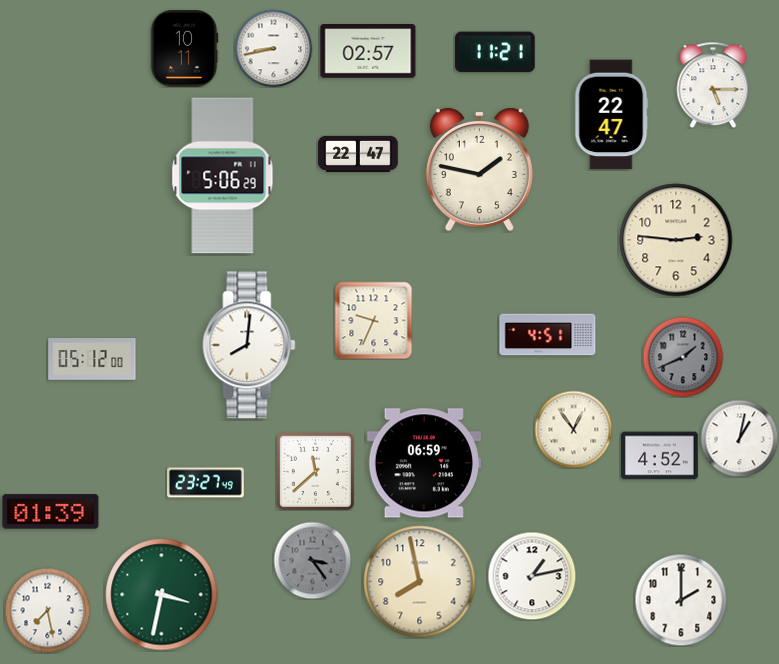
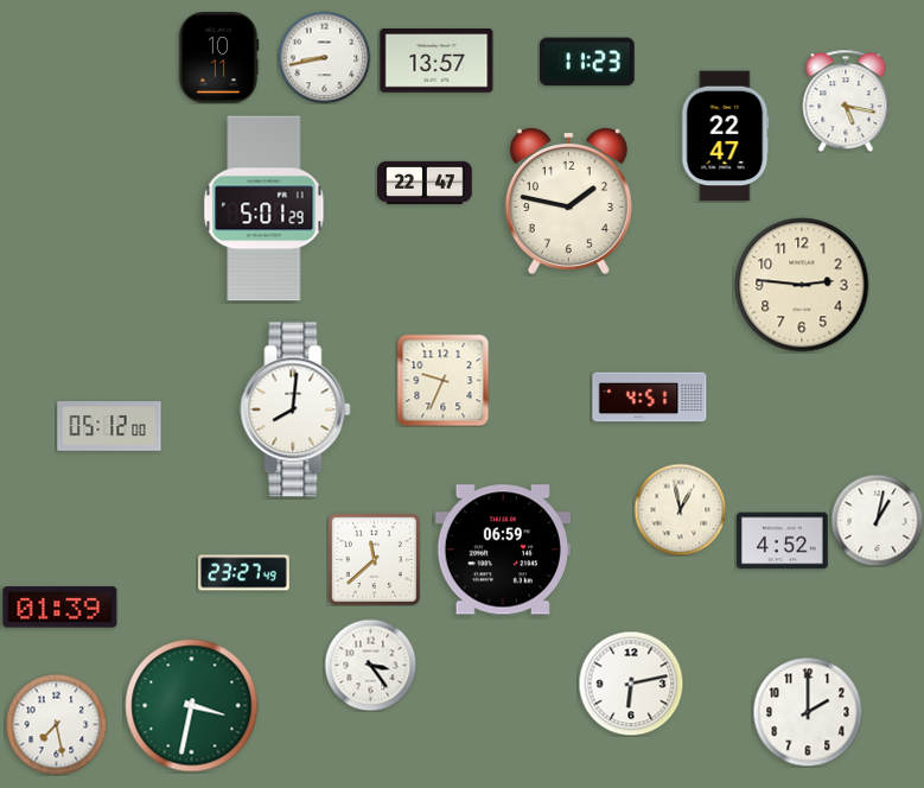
clock at (368, 51): 02:57 -> 13:57
clock at (495, 52): 11:21 -> 11:23
clock at (713, 85): 5:15 -> 5:17
clock at (223, 176): 5:06 -> 5:01
clock at (683, 357): 1:41 -> none
clock at (573, 429): 12:54 -> 12:58
clock at (312, 560) dial: grey -> white
clock at (532, 576): 1:13 -> 6:13
clock at (420, 582): 7:58 -> none
